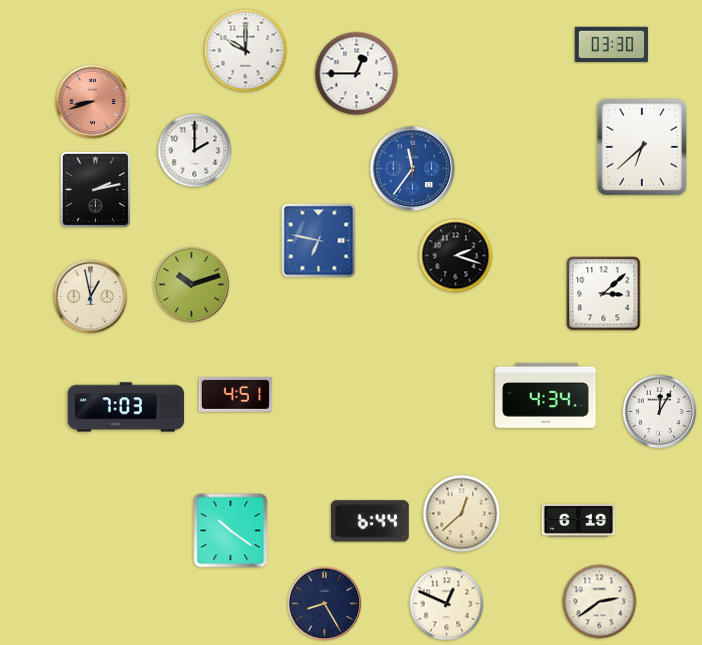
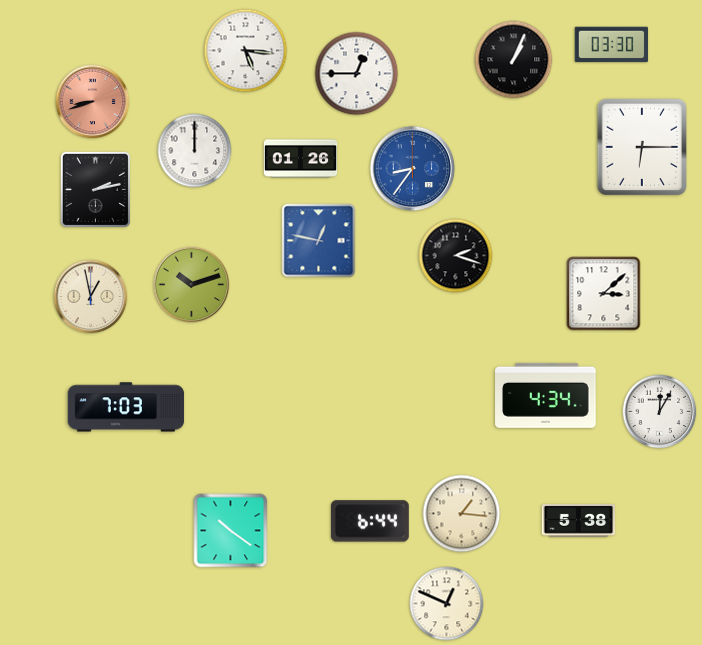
clock at (246, 51): 10:00 -> 5:16
clock at (514, 60): none -> 1:04
clock at (641, 147): 6:38 -> 6:15
clock at (195, 151): 2:00 -> 12:00
clock at (301, 159): none -> 01:26
clock at (413, 169): 11:36 -> 8:36
clock at (319, 241): 6:47 -> 12:47
clock at (236, 395): 4:51 -> none
clock at (462, 514): 12:38 -> 1:16
clock at (579, 521): 6:19 -> 5:38
clock at (600, 602): 2:39 -> none
clock at (325, 604): 8:25 -> none
